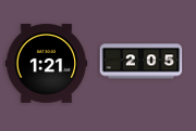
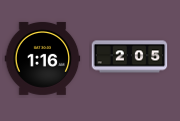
clock at (47, 64): 1:21 -> 1:16
